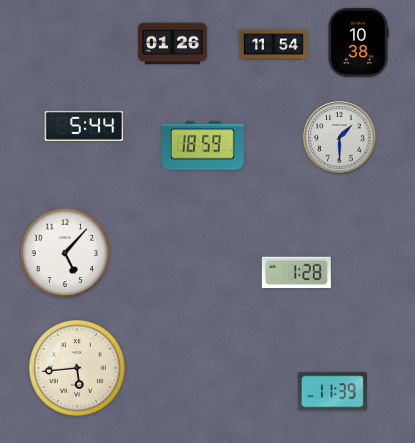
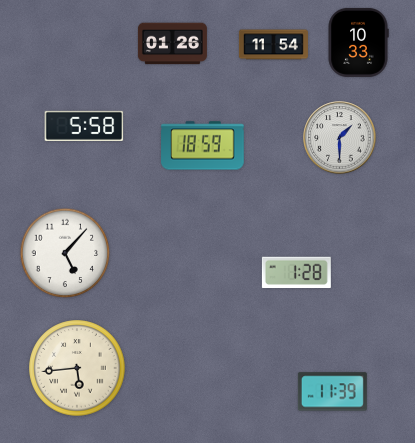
clock at (358, 42): 10:38 -> 10:33
clock at (84, 126): 5:44 -> 5:58
